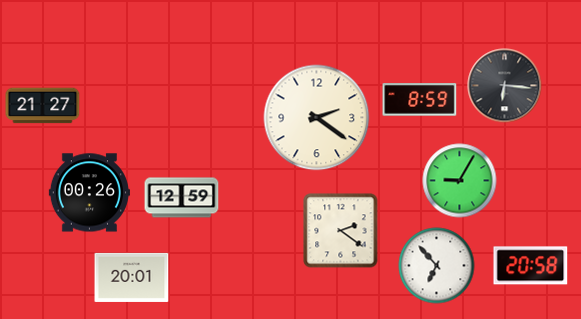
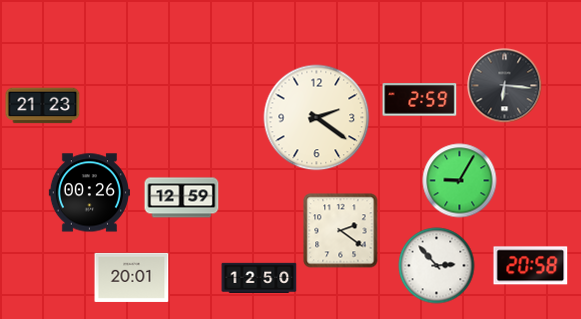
clock at (420, 100): 8:59 -> 2:59
clock at (43, 106): 21:27 -> 21:23
clock at (437, 266): 6:53 -> 2:53
clock at (259, 277): none -> 12:50
